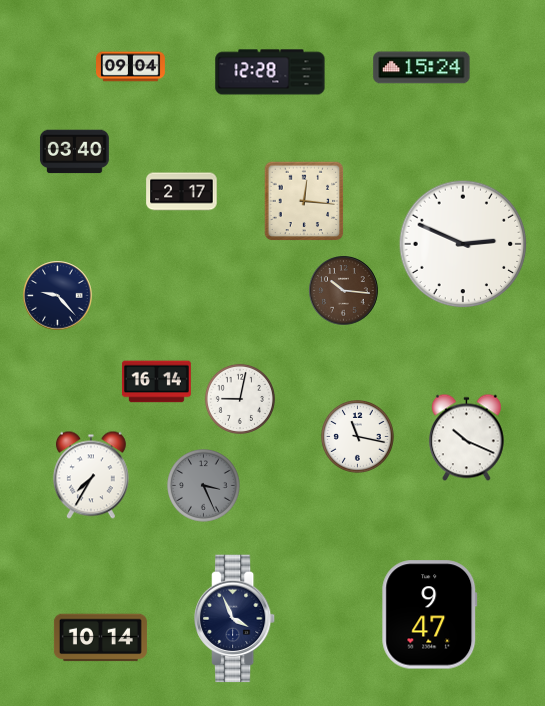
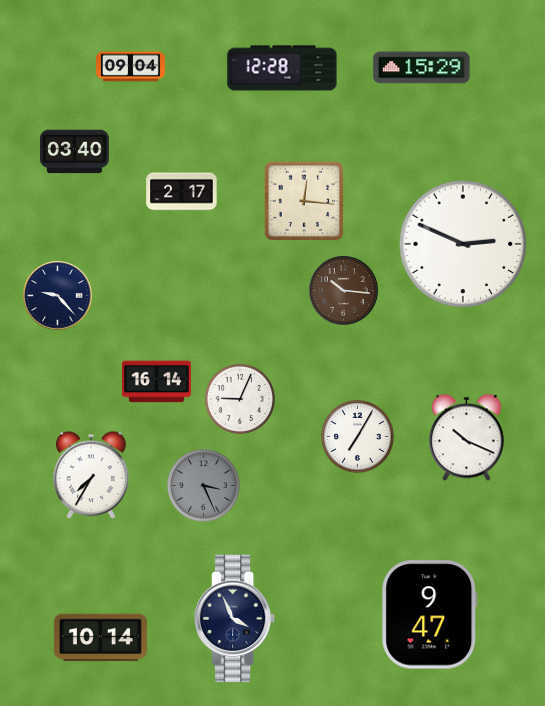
clock at (422, 68): 15:24 -> 15:29
clock at (270, 72) position: (270, 72) -> (282, 68)
clock at (240, 399): 9:02 -> 9:04
clock at (358, 437): 11:17 -> 7:05
